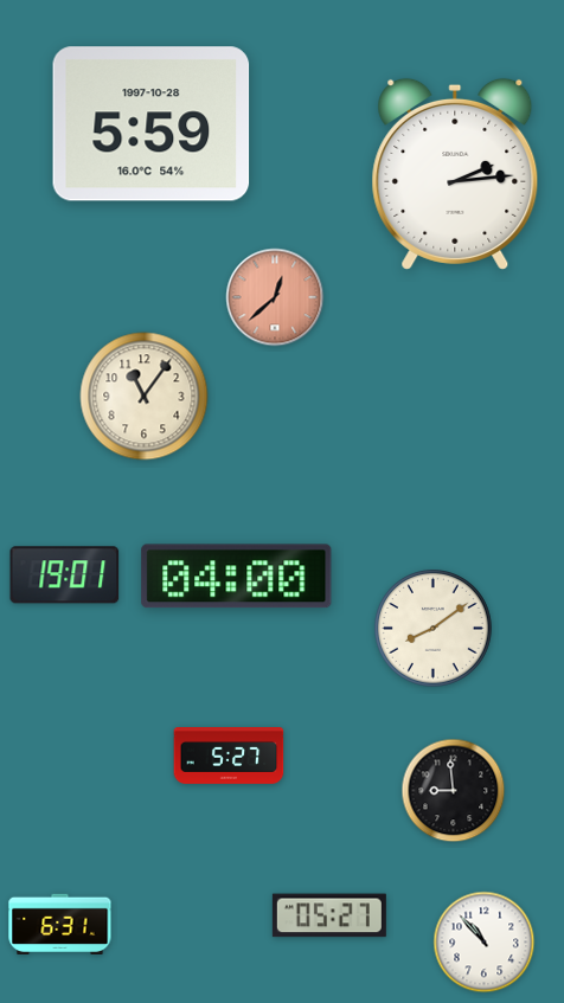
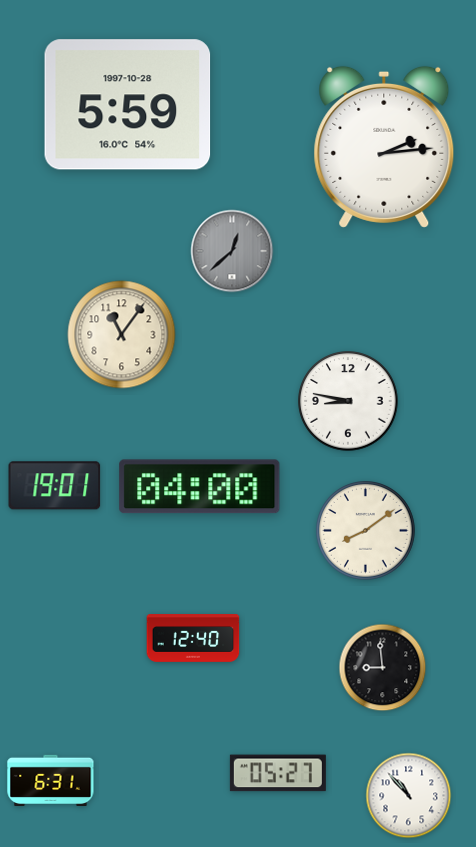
clock at (275, 297) dial: salmon -> grey
clock at (348, 401): none -> 8:47
clock at (229, 757): 5:27 -> 12:40
